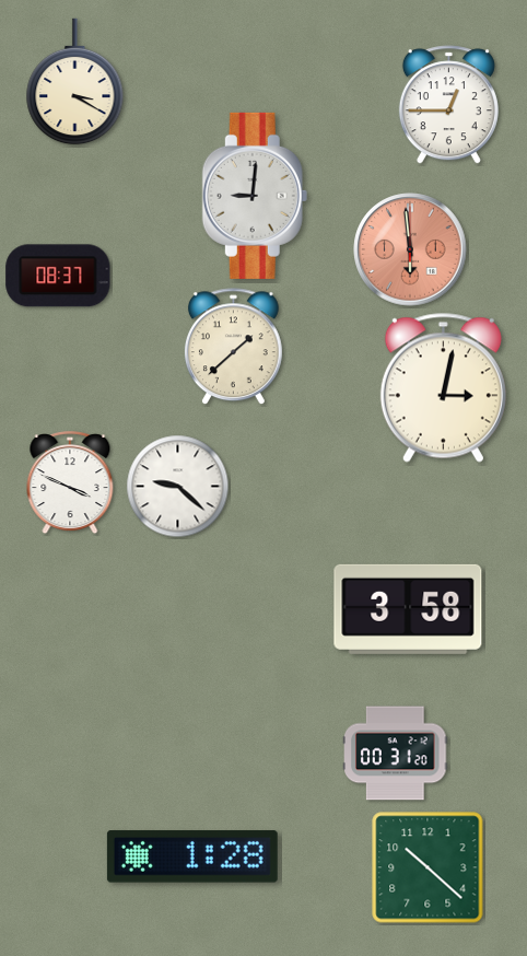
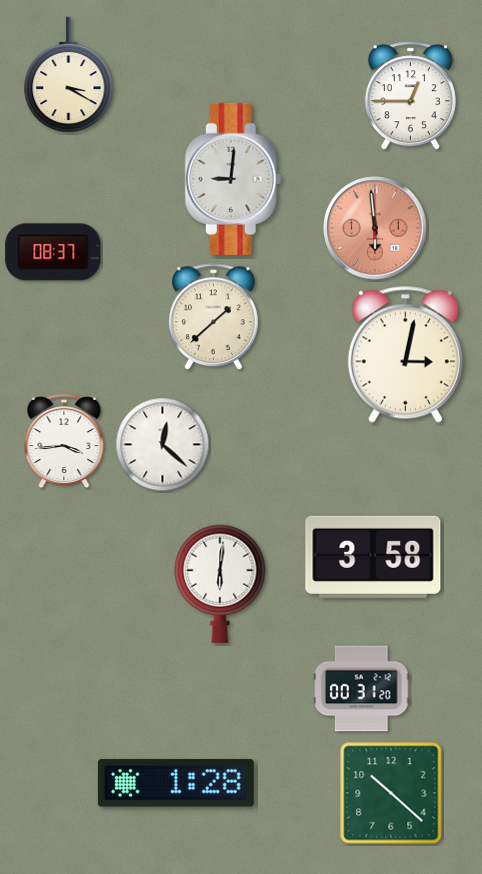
clock at (70, 483): 3:49 -> 3:44
clock at (178, 487): 9:22 -> 12:22
clock at (220, 584): none -> 6:01
